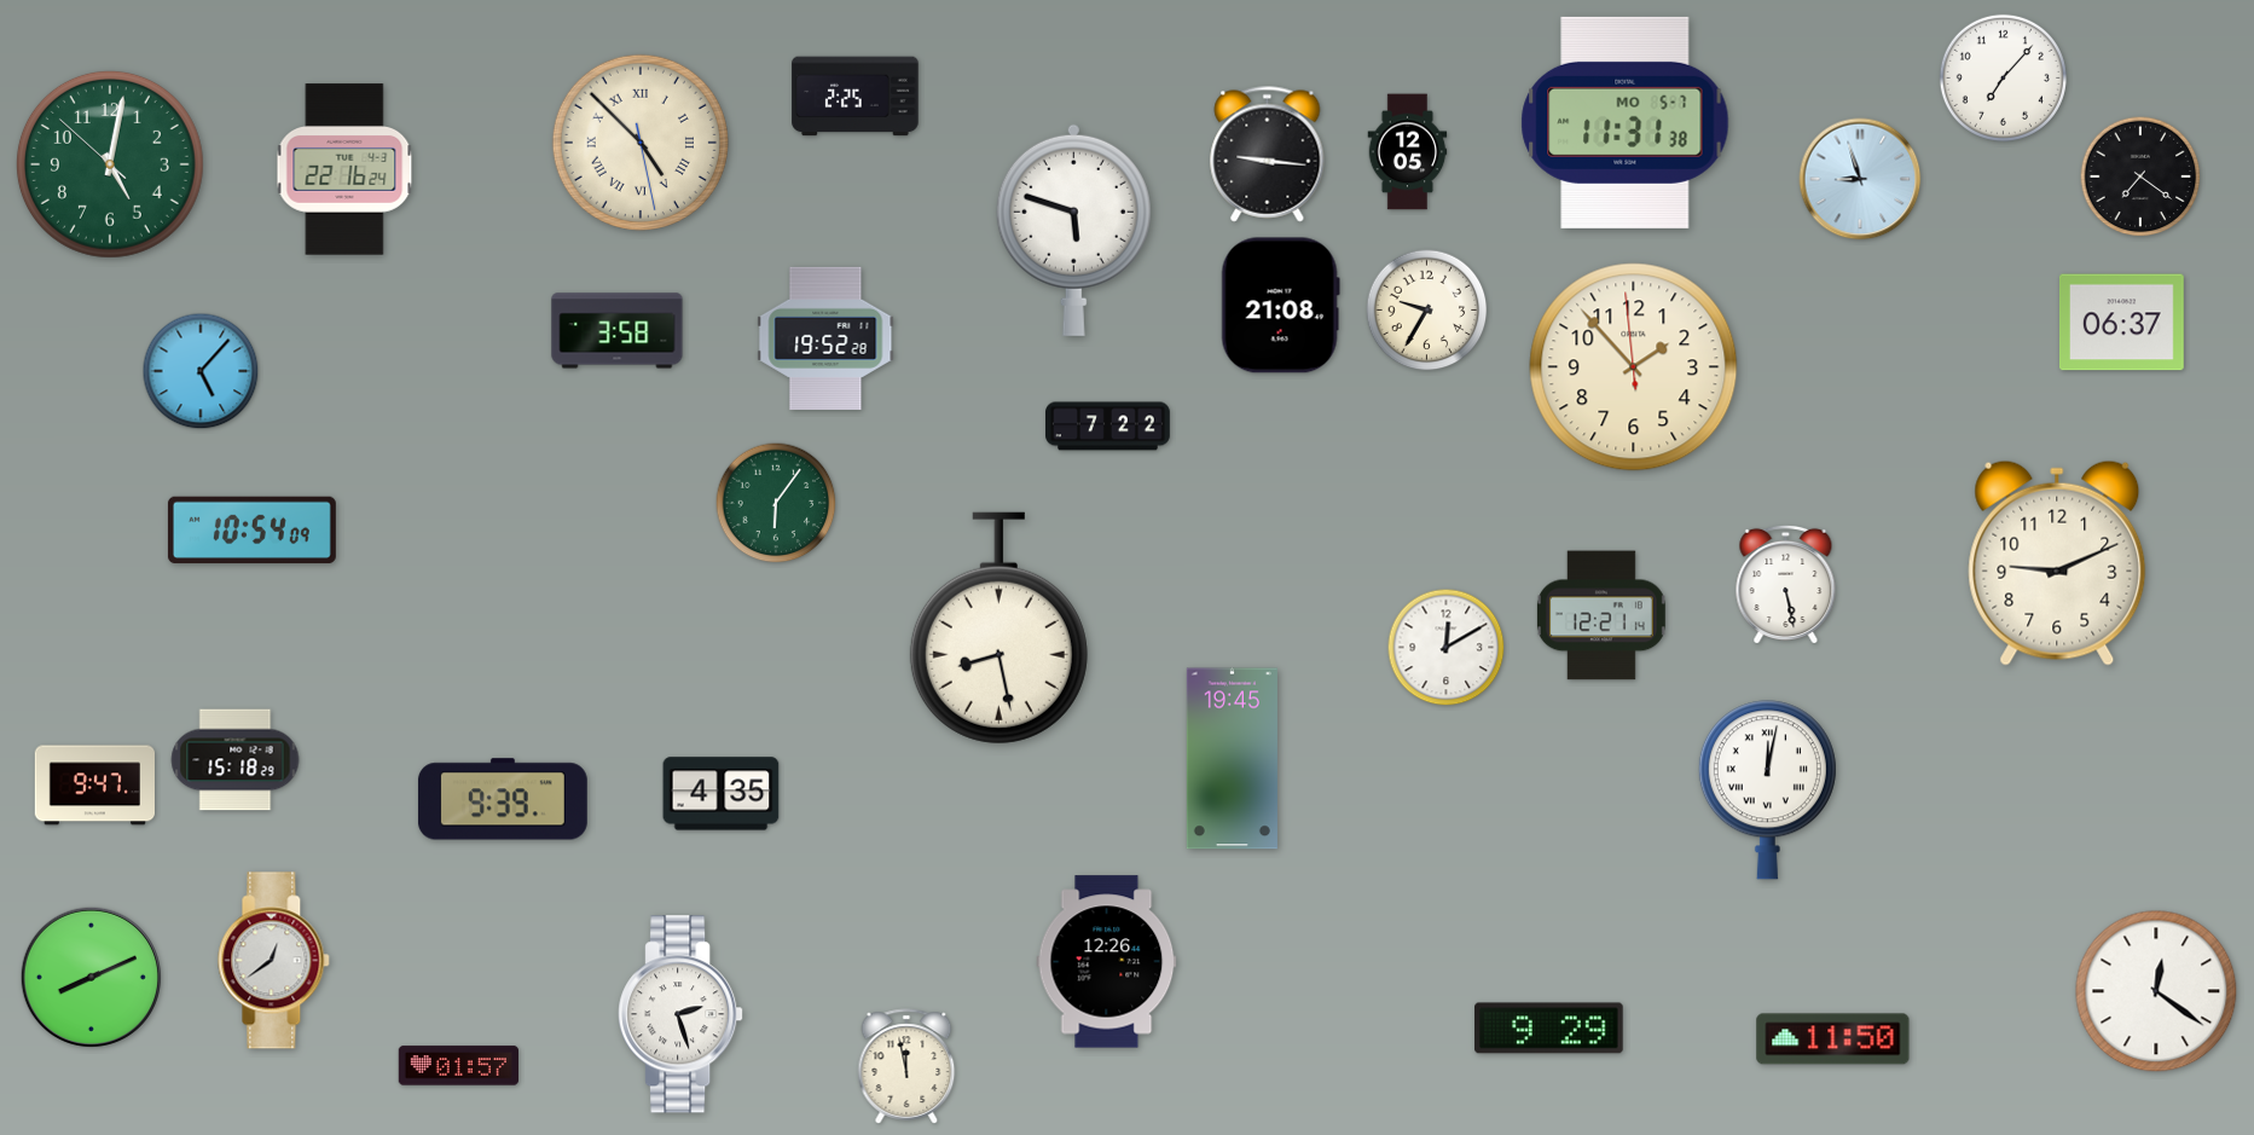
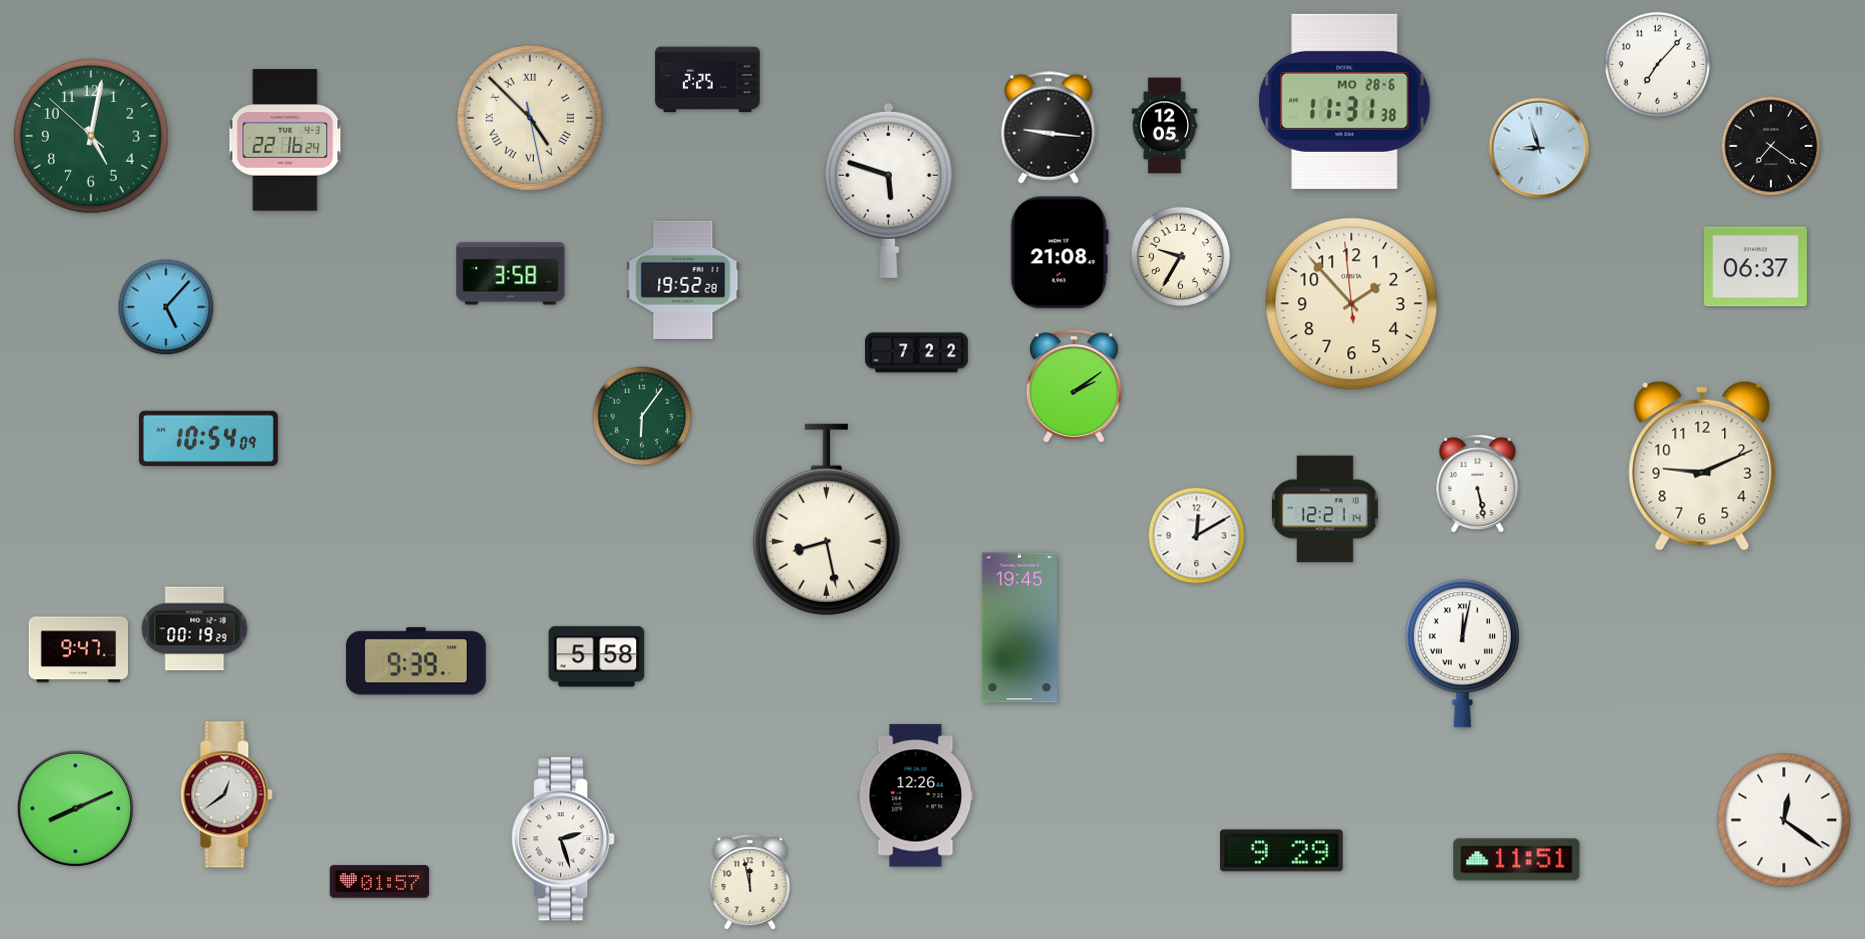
clock at (1626, 122) date: MO 5-7 -> MO 28-6
clock at (1075, 386): none -> 2:09
clock at (236, 760): 15:18 -> 00:19
clock at (722, 794): 4:35 -> 5:58
clock at (1833, 1040): 11:50 -> 11:51
